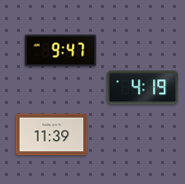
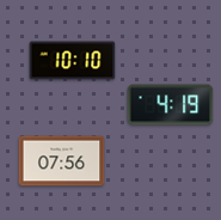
clock at (61, 51): 9:47 -> 10:10
clock at (52, 135): 11:39 -> 07:56
